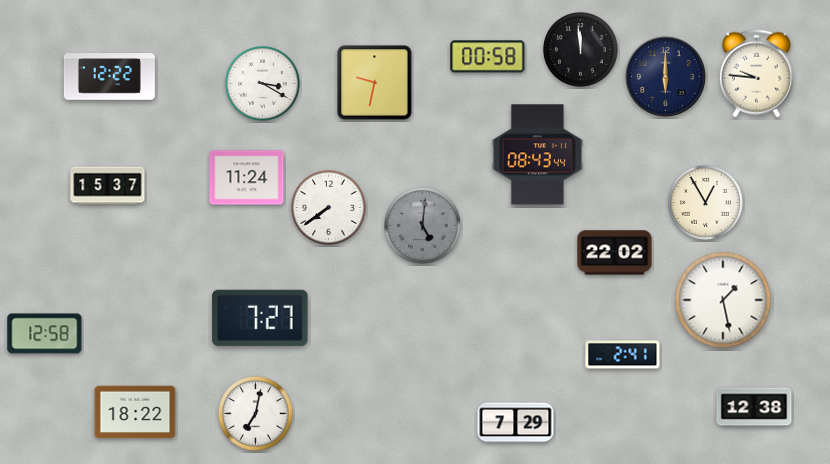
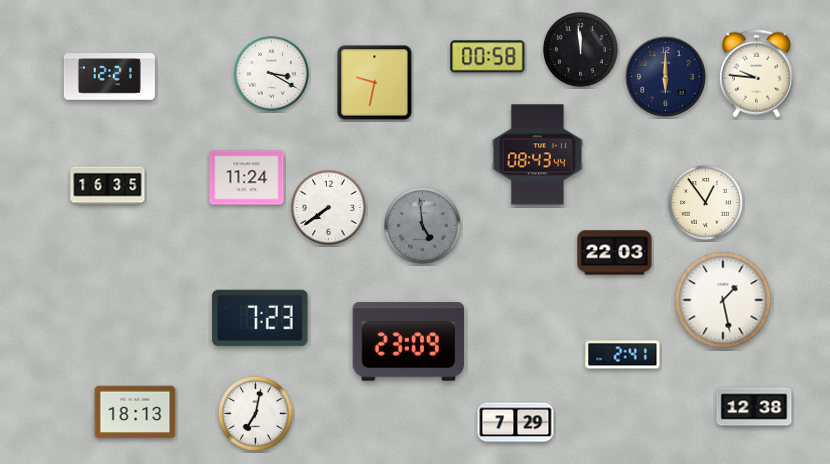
clock at (109, 77): 12:22 -> 12:21
clock at (263, 84) position: (263, 84) -> (272, 74)
clock at (108, 186): 15:37 -> 16:35
clock at (706, 203): 12:55 -> 12:54
clock at (423, 226): 5:01 -> 4:59
clock at (615, 253): 22:02 -> 22:03
clock at (260, 318): 7:27 -> 7:23
clock at (45, 334): 12:58 -> none
clock at (409, 342): none -> 23:09
clock at (135, 412): 18:22 -> 18:13
